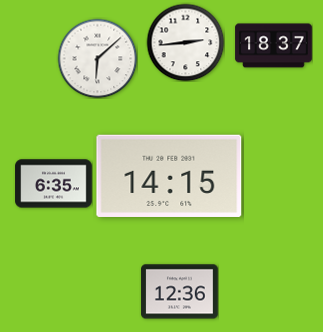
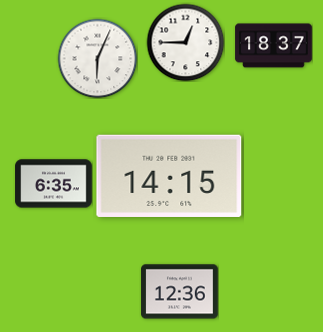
clock at (185, 42): 2:44 -> 12:45
clock at (97, 58): 6:08 -> 6:04
